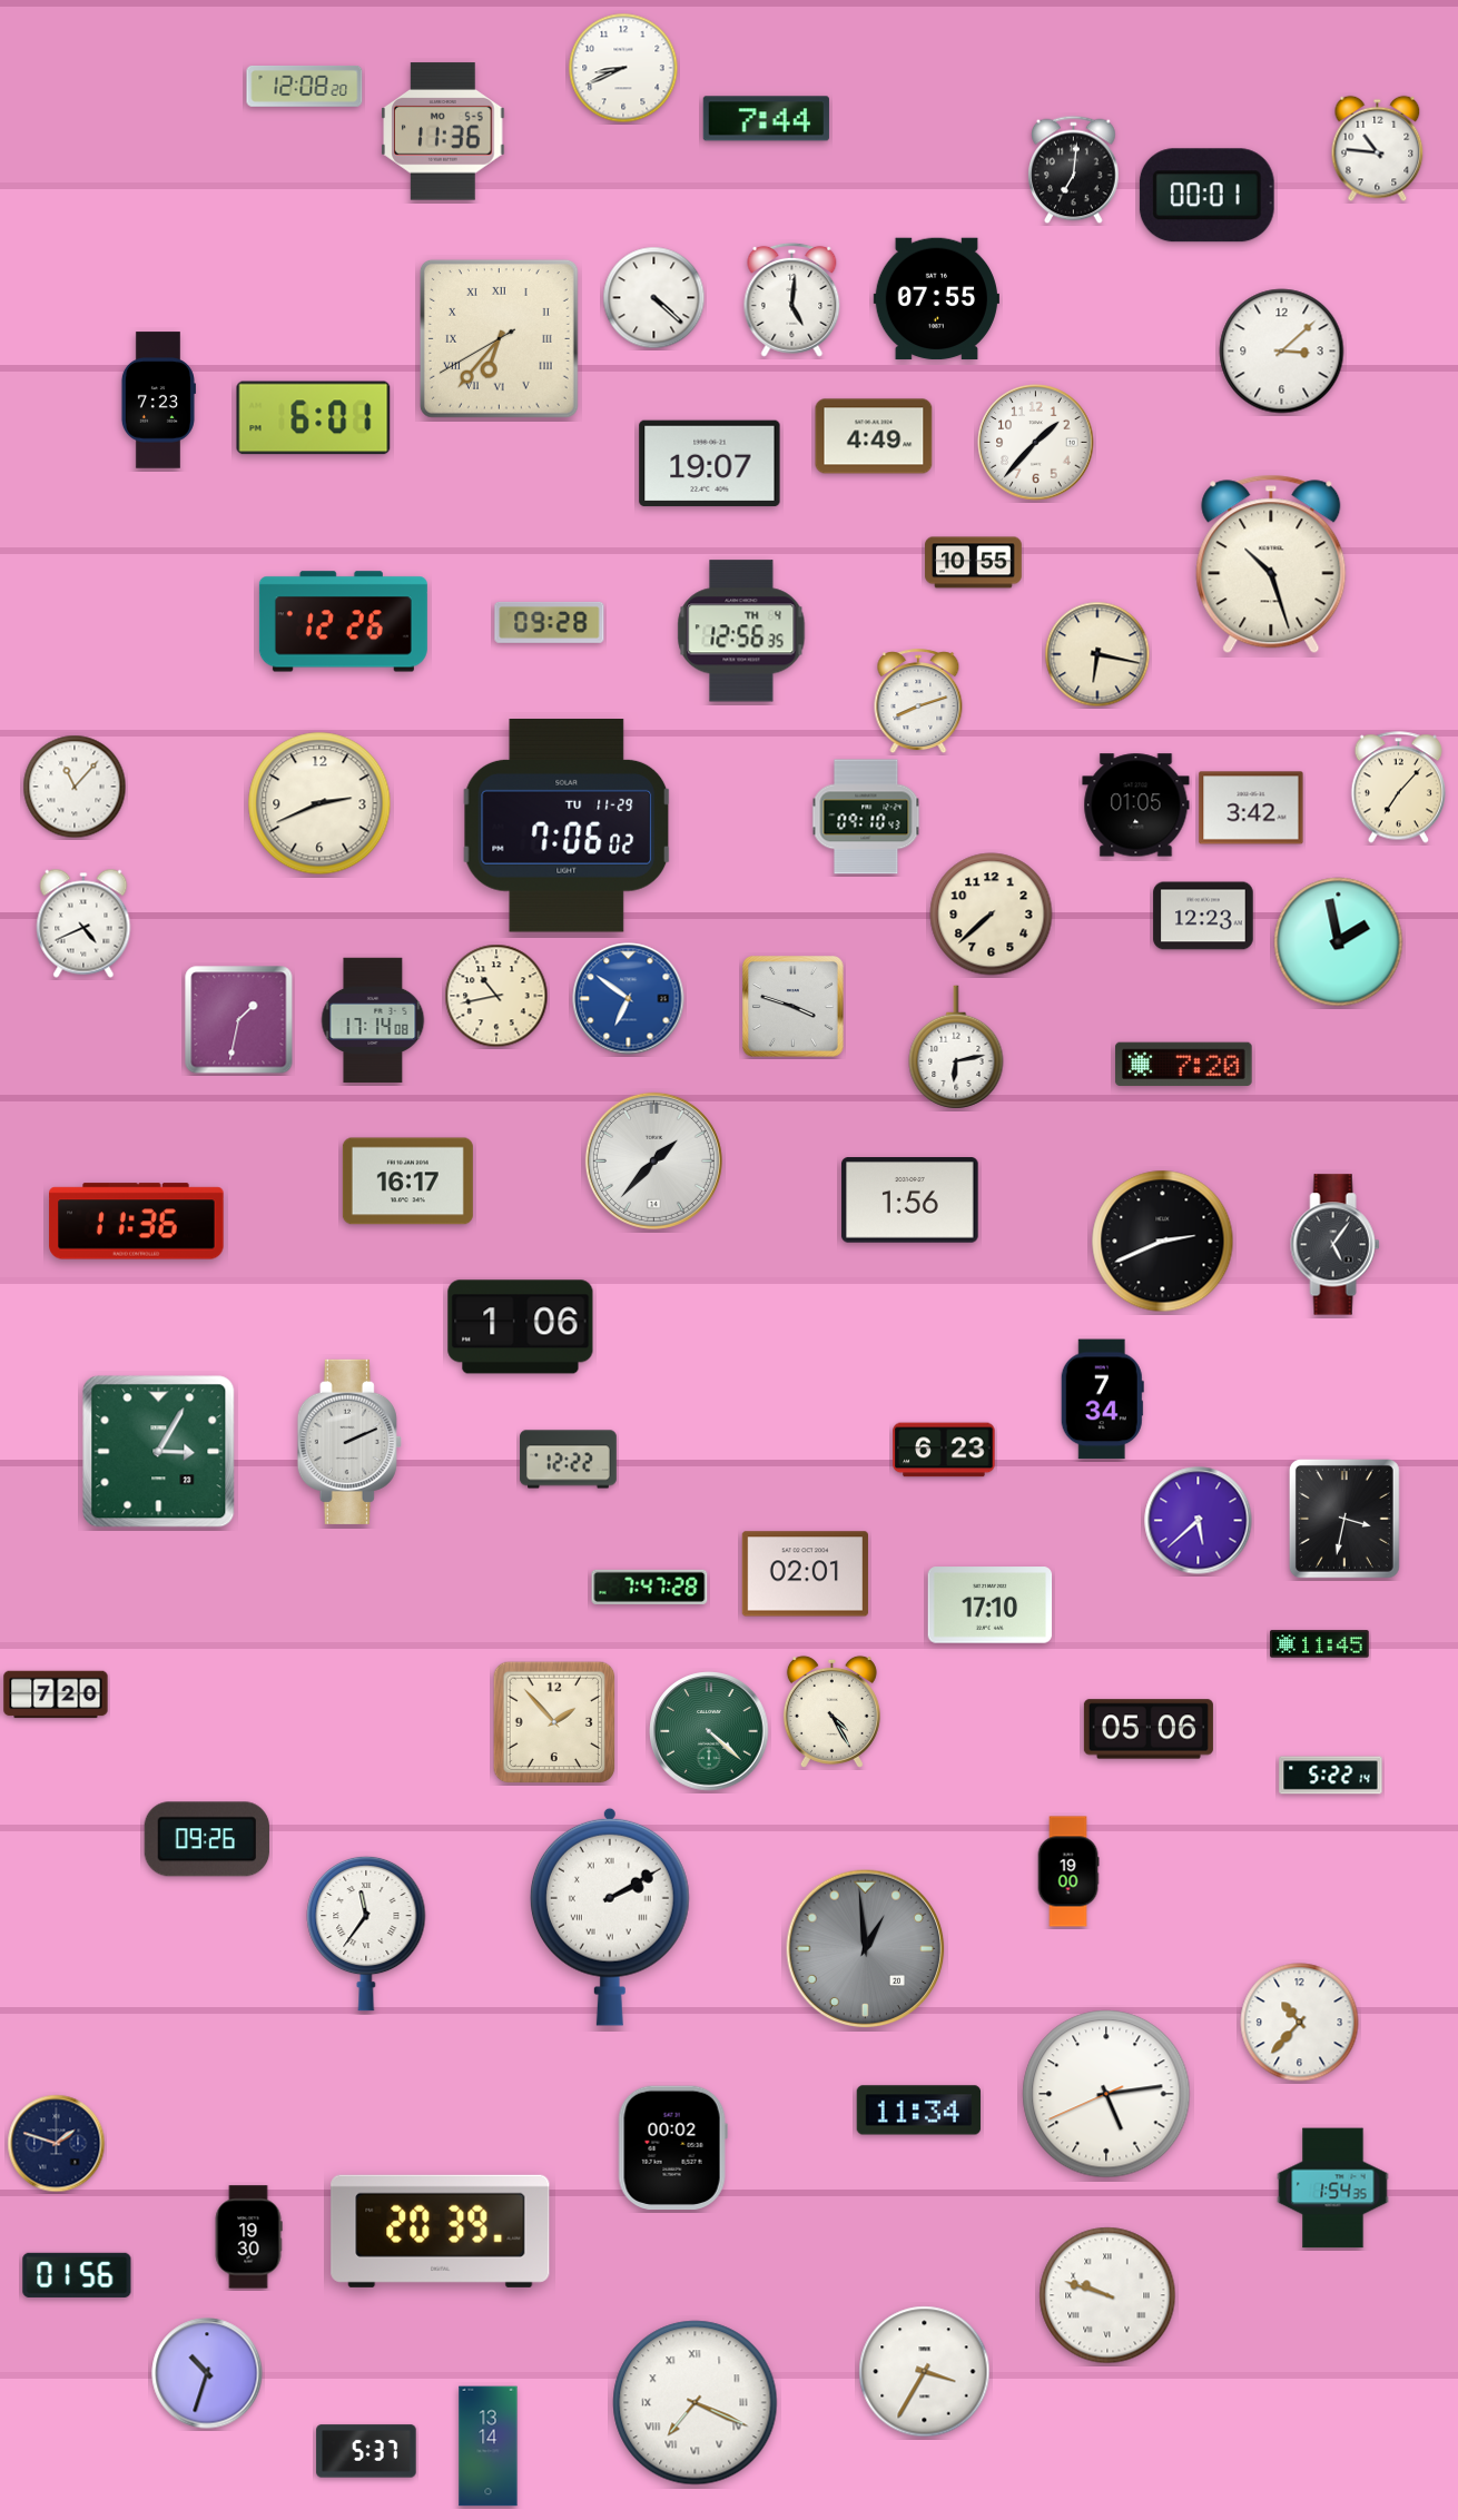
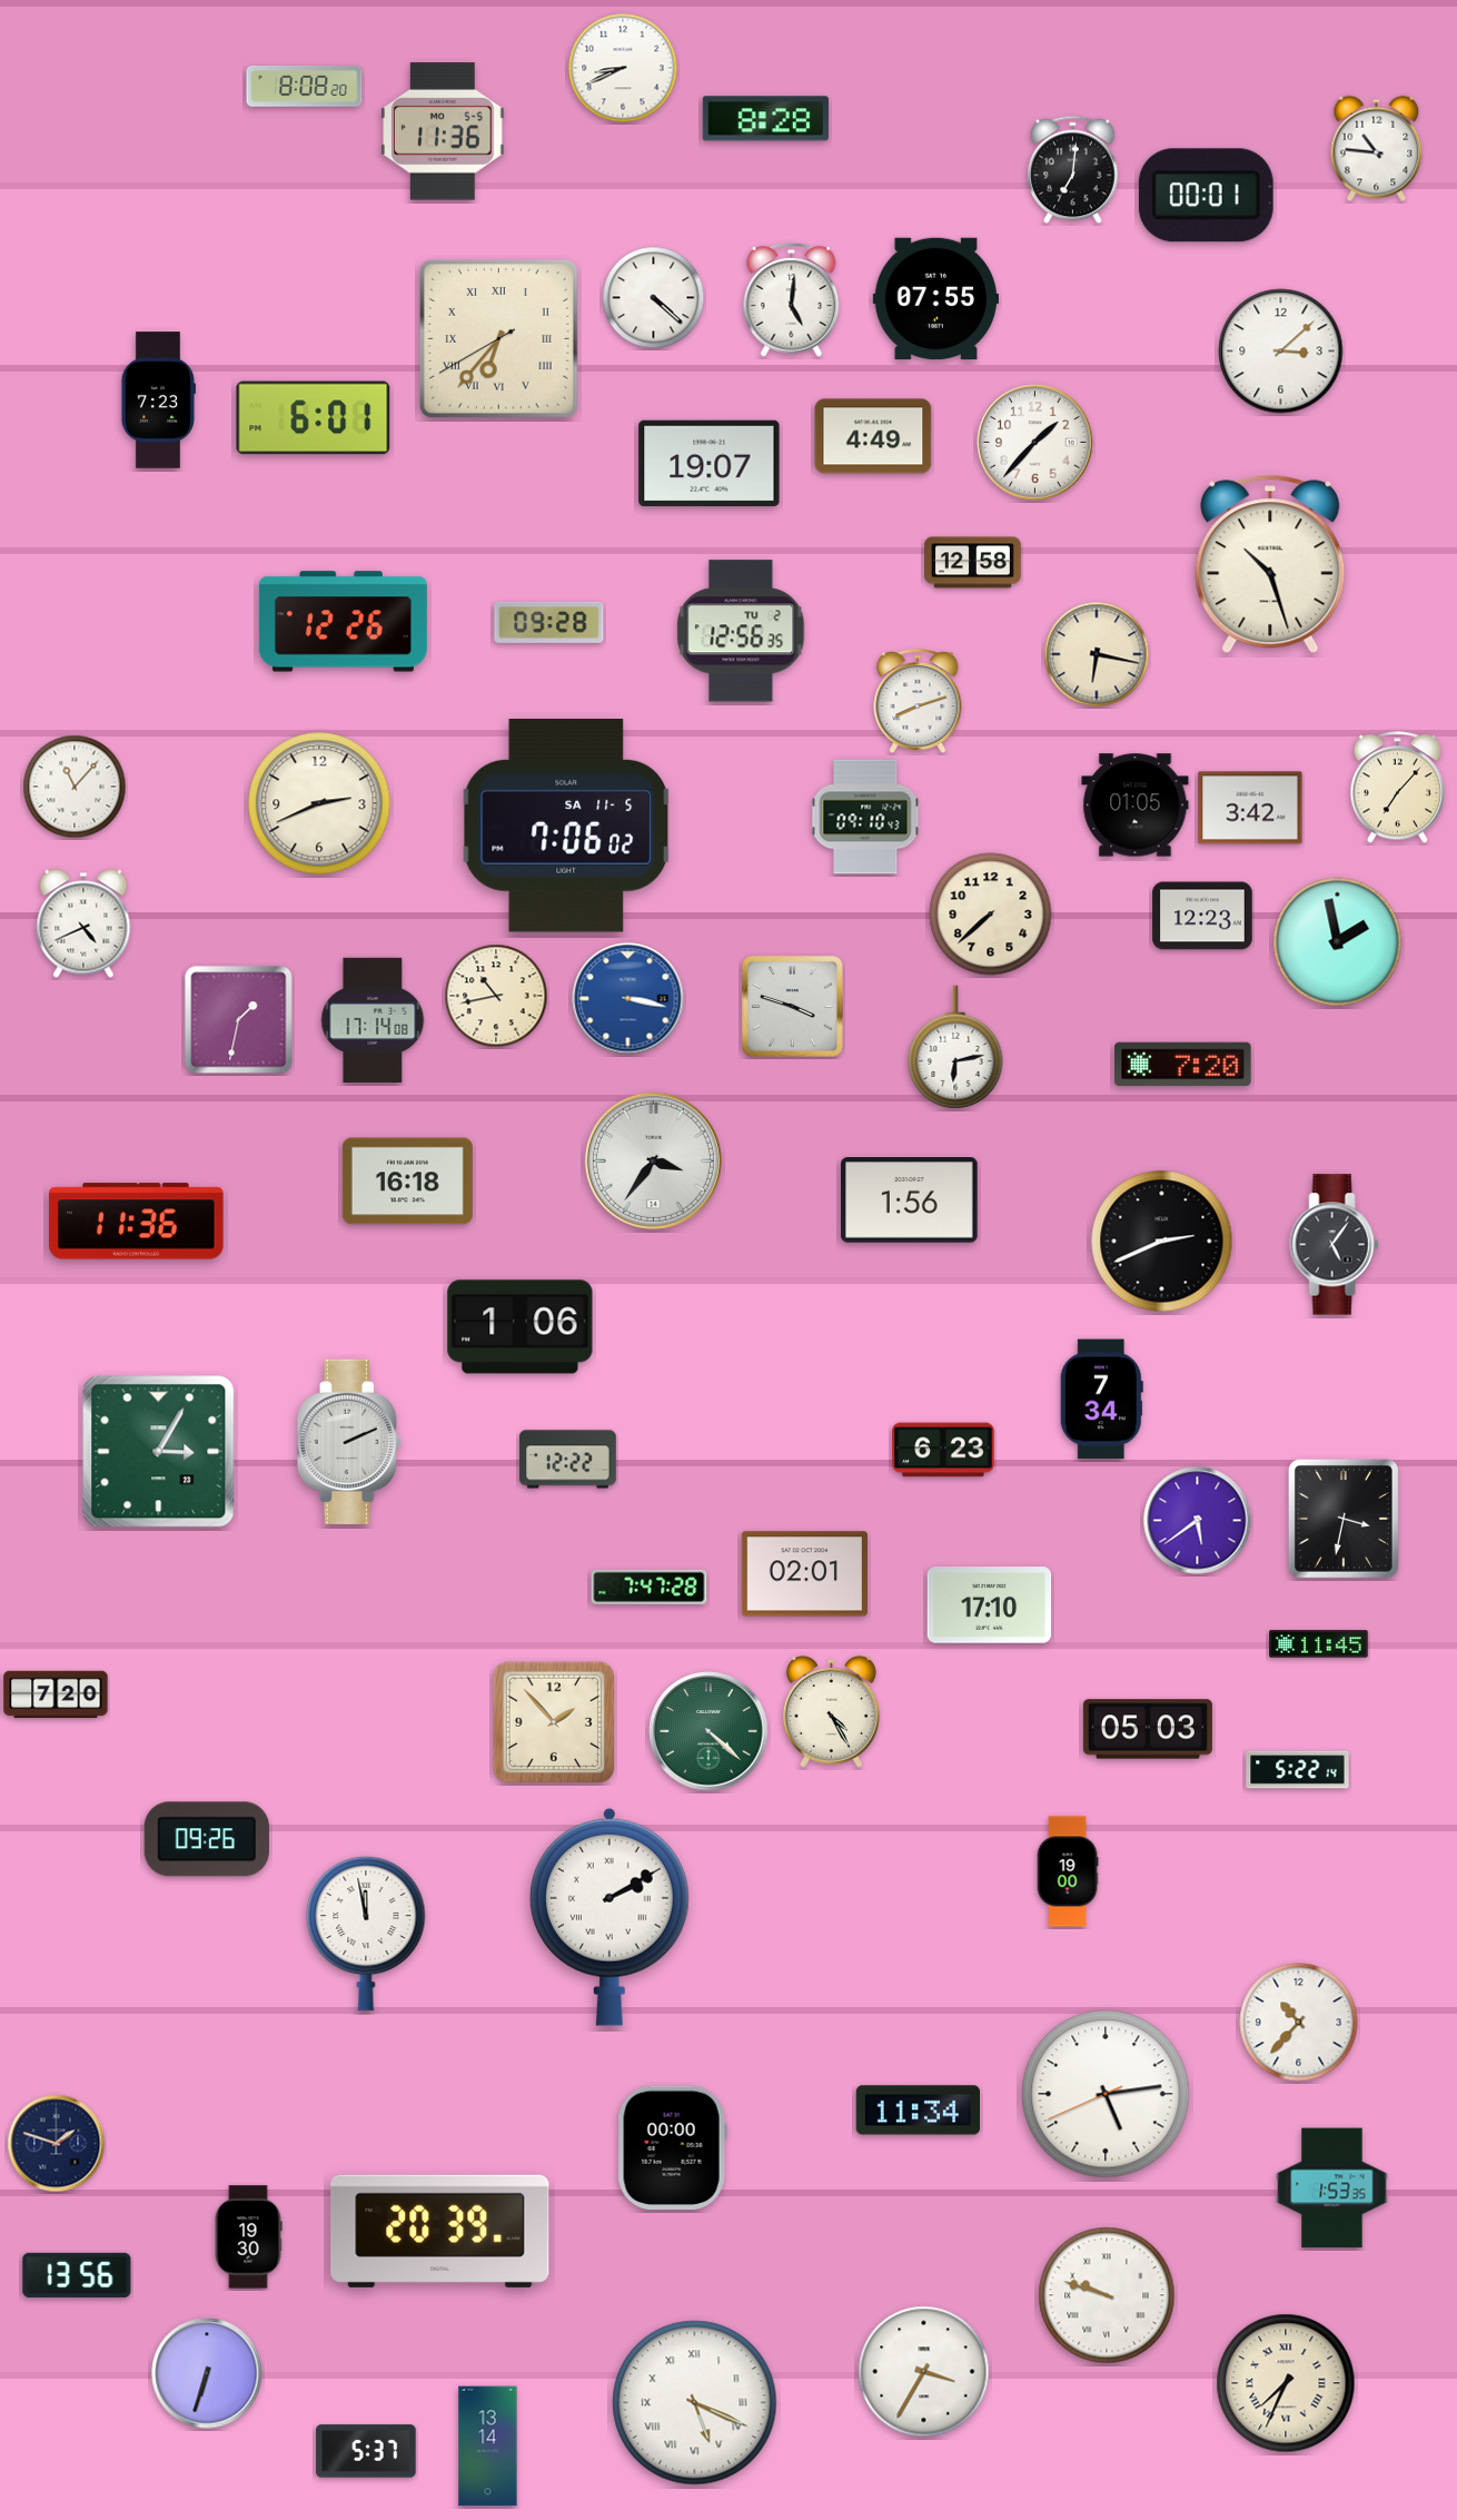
clock at (305, 86): 12:08 -> 8:08
clock at (766, 119): 7:44 -> 8:28
clock at (974, 563): 10:55 -> 12:58
clock at (741, 631) date: TH 4 -> TU 2
clock at (567, 827) date: TU 11-29 -> SA 11-5
clock at (629, 999): 6:51 -> 3:17
clock at (653, 1160): 1:37 -> 3:36
clock at (407, 1182): 16:17 -> 16:18
clock at (1199, 1521): 5:38 -> 5:39
clock at (1149, 1729): 05:06 -> 05:03
clock at (1331, 1776) position: (1331, 1776) -> (1298, 1770)
clock at (366, 1934): 11:36 -> 11:58
clock at (866, 1949): 12:59 -> none
clock at (672, 2147): 00:02 -> 00:00
clock at (1333, 2188): 1:54 -> 1:53
clock at (77, 2275): 01:56 -> 13:56
clock at (207, 2373): 10:33 -> 6:33
clock at (1286, 2383): none -> 7:34
clock at (696, 2403): 7:19 -> 5:19
